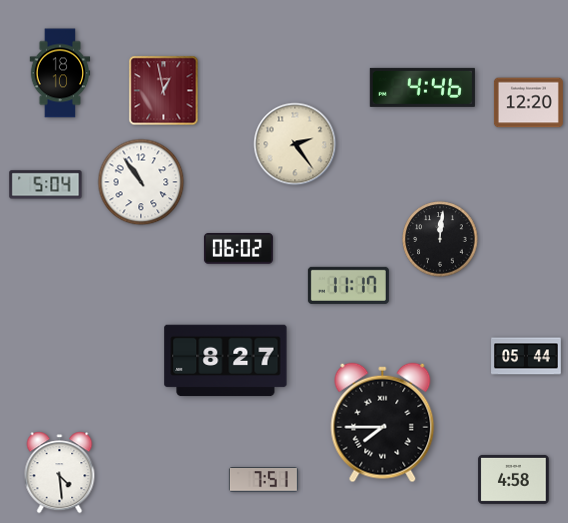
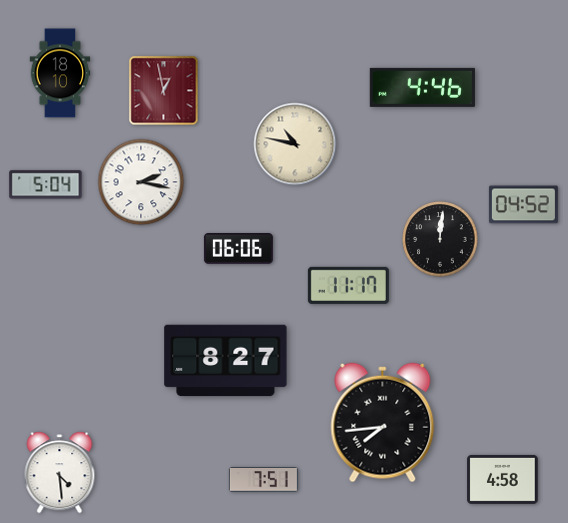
clock at (528, 103): 12:20 -> none
clock at (295, 144): 2:24 -> 10:47
clock at (141, 182): 10:54 -> 2:17
clock at (523, 205): none -> 04:52
clock at (238, 249): 06:02 -> 06:06
clock at (526, 356): 05:44 -> none
clock at (383, 423): 7:45 -> 7:44
clock at (514, 479) position: (514, 479) -> (503, 479)
